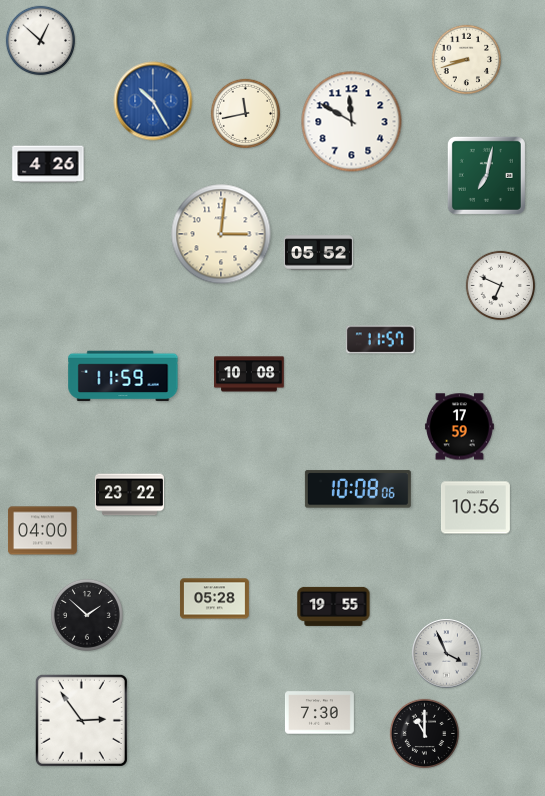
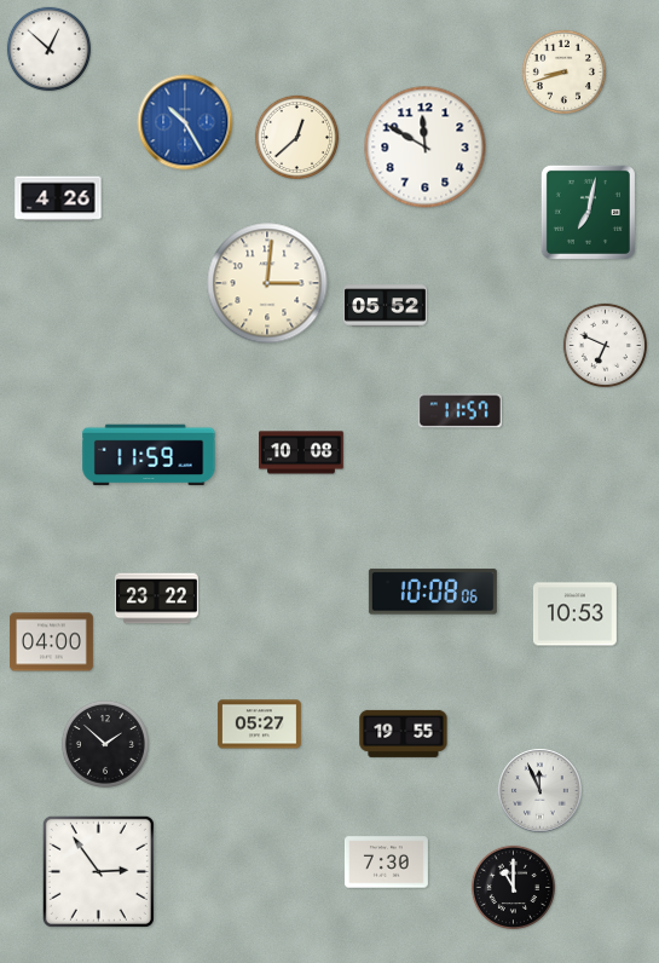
clock at (246, 114): 11:43 -> 12:38
clock at (459, 427): 17:59 -> none
clock at (475, 508): 10:56 -> 10:53
clock at (214, 599): 05:28 -> 05:27
clock at (447, 654): 3:56 -> 11:56
